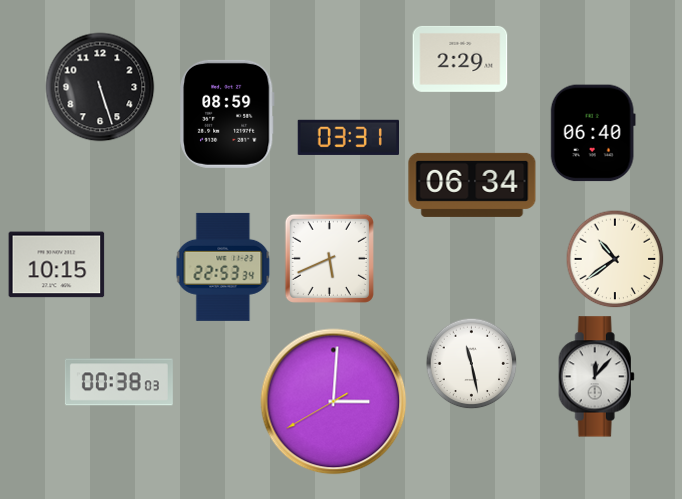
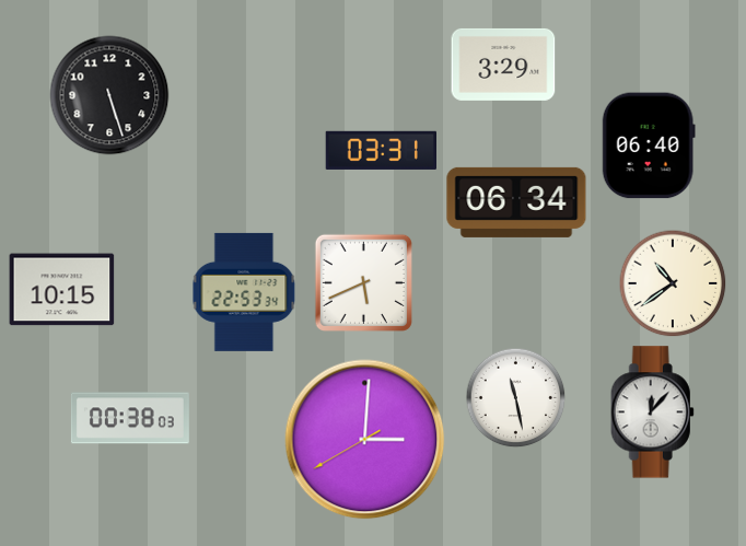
clock at (460, 59): 2:29 -> 3:29
clock at (228, 114): 08:59 -> none
clock at (329, 258) position: (329, 258) -> (363, 282)
